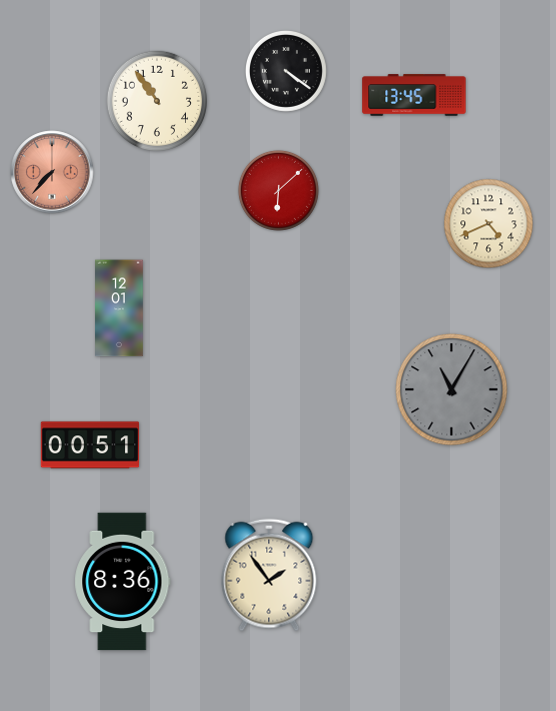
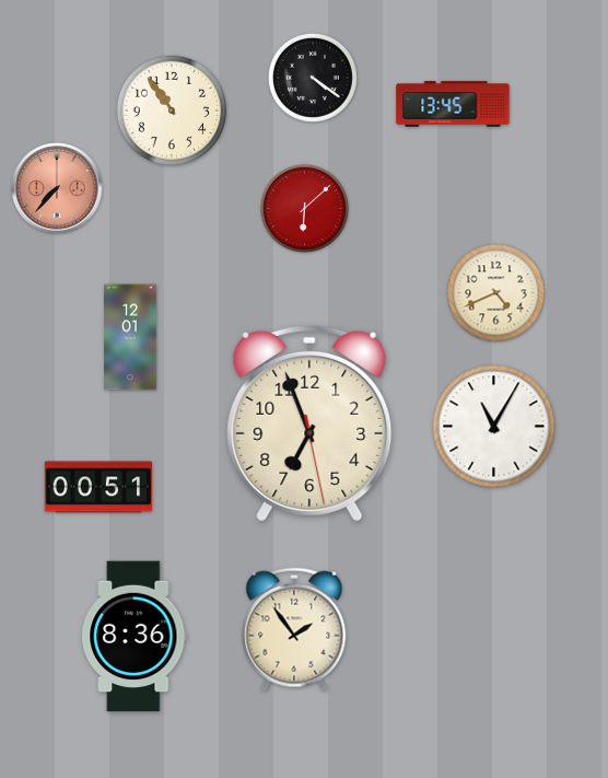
clock at (489, 224) position: (489, 224) -> (496, 293)
clock at (309, 423): none -> 6:56
clock at (452, 390) dial: grey -> white
